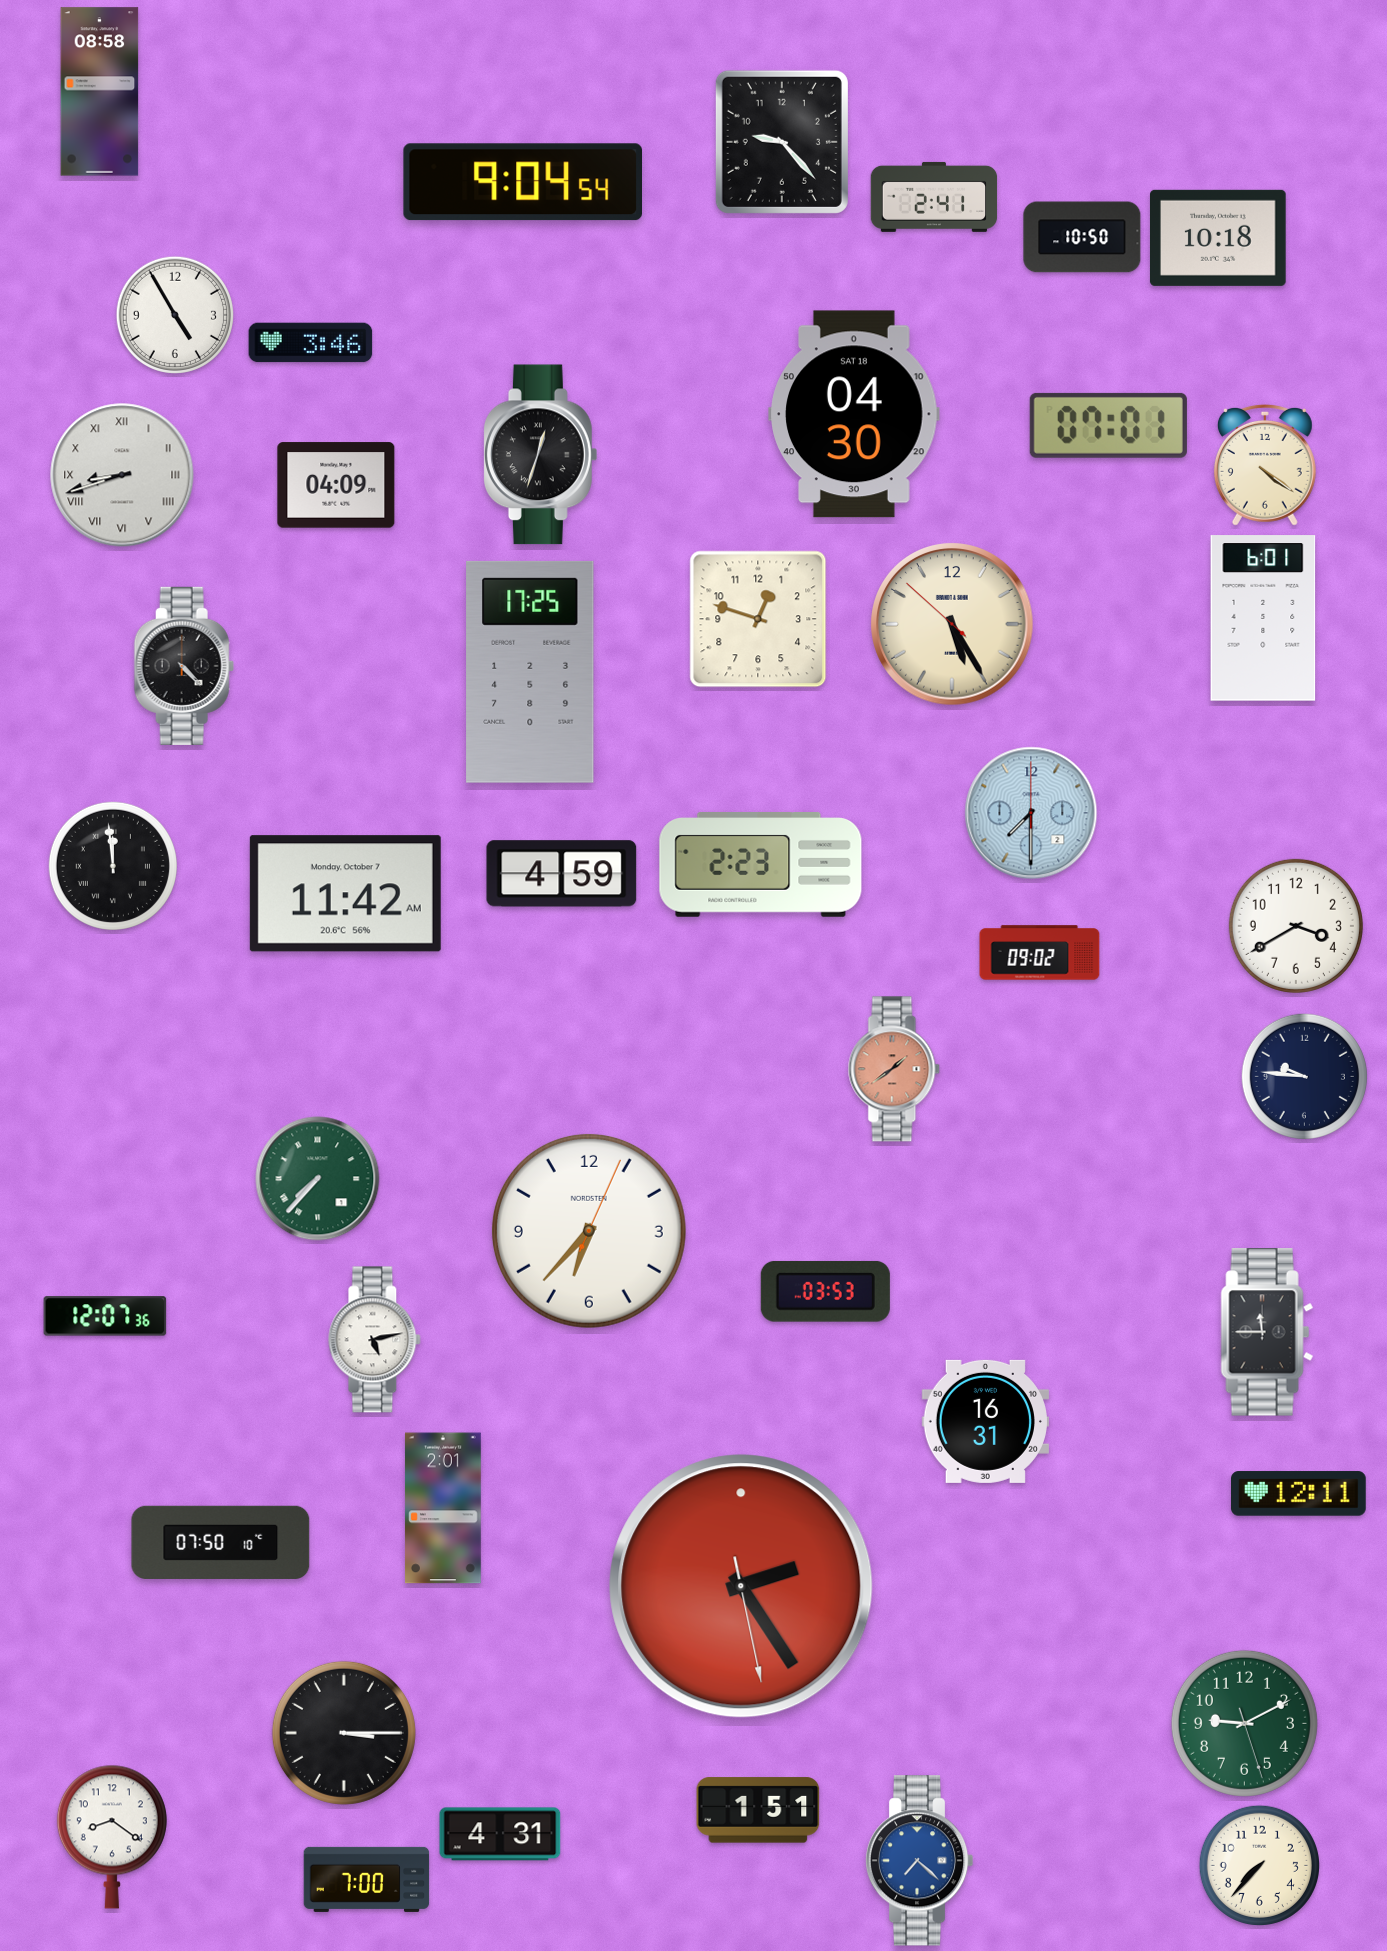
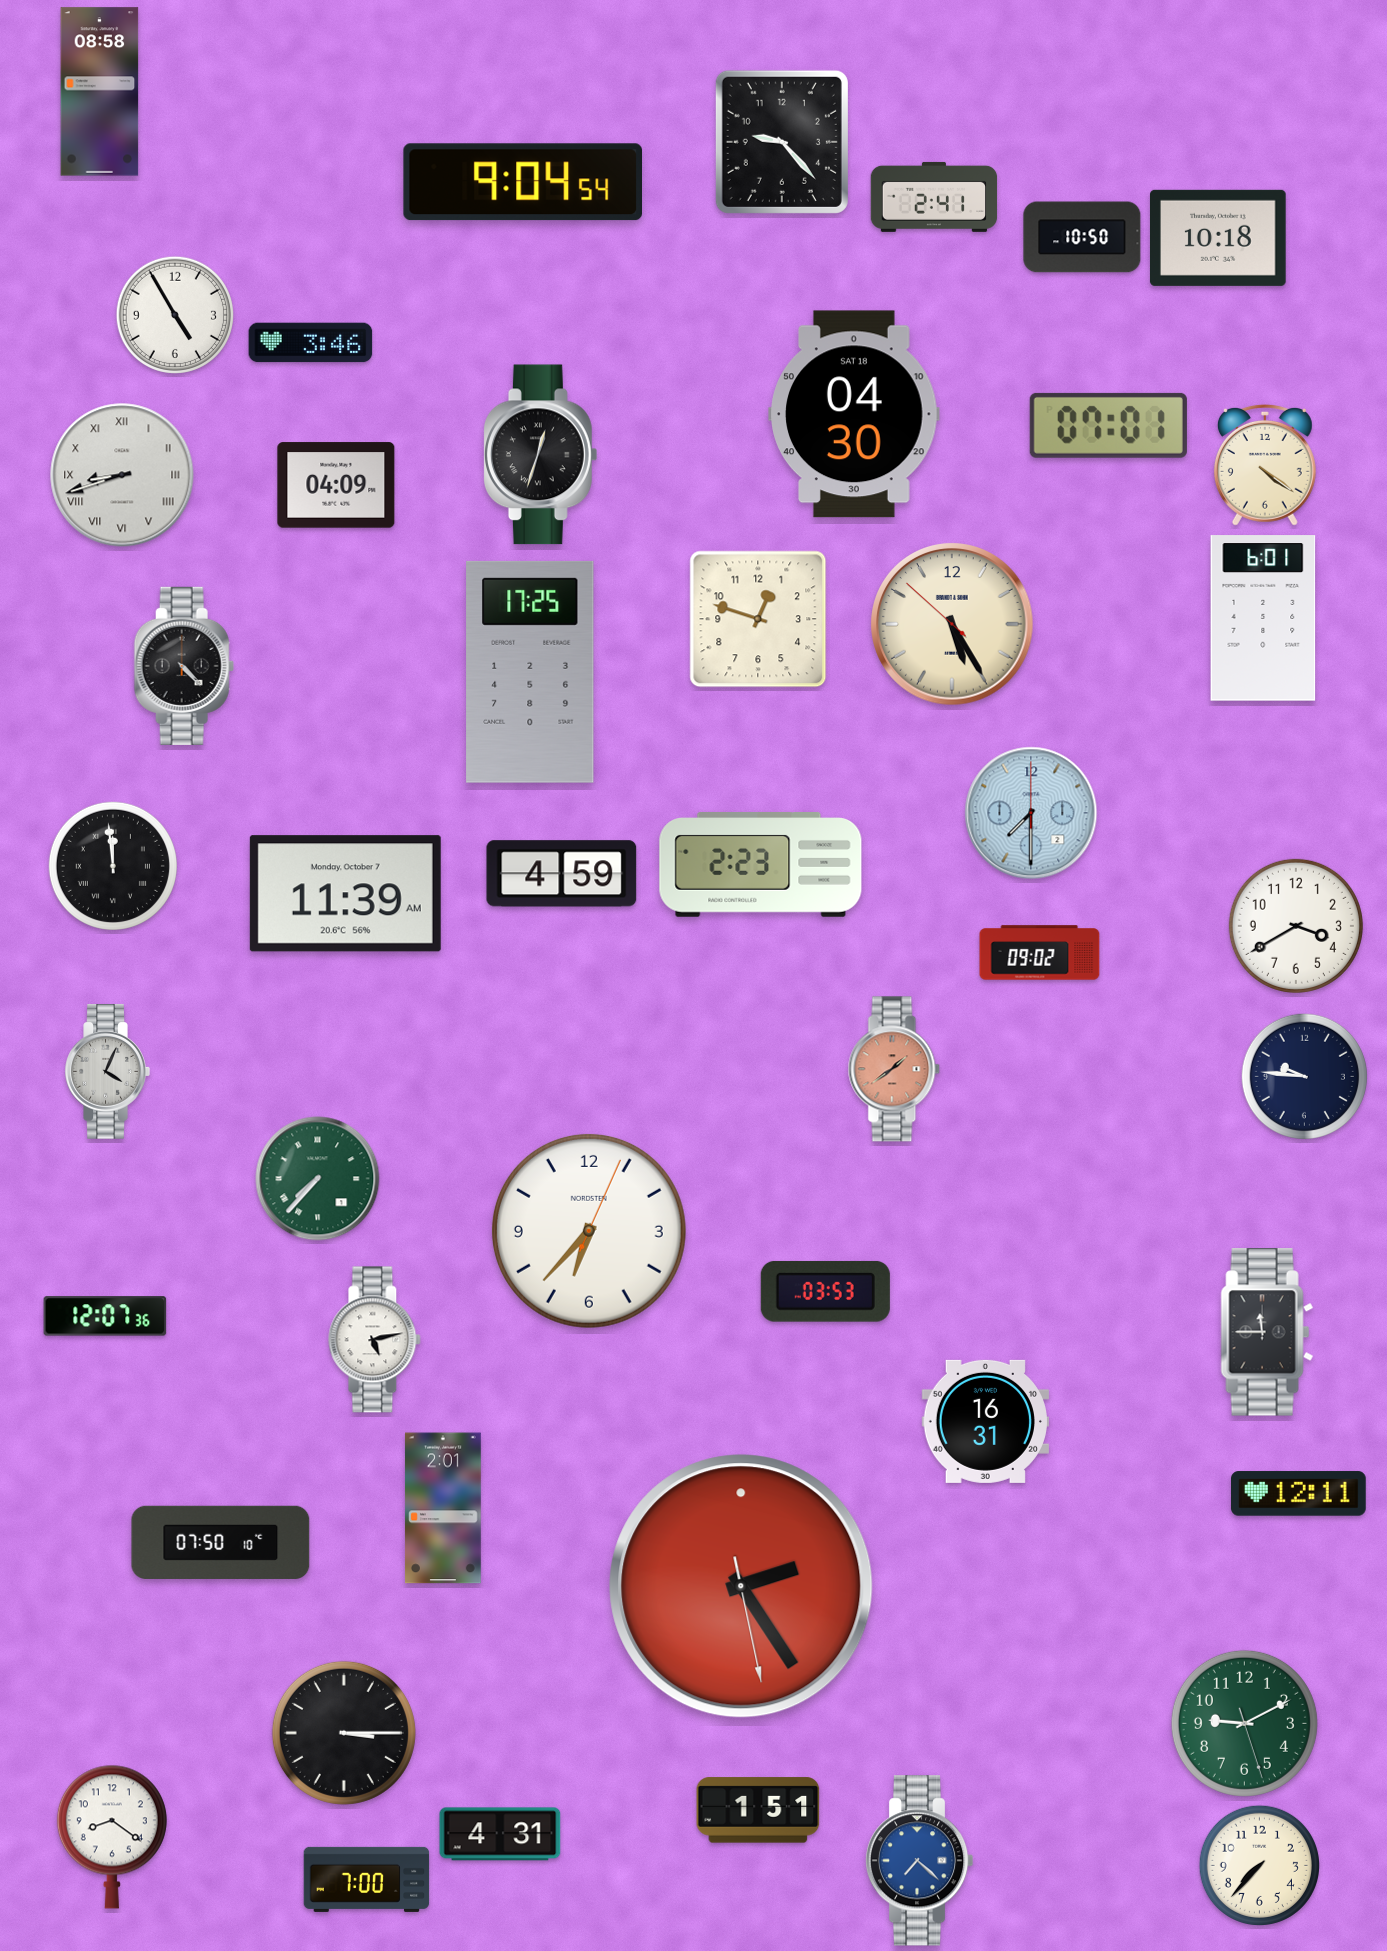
clock at (345, 894): 11:42 -> 11:39
clock at (107, 1072): none -> 4:04
